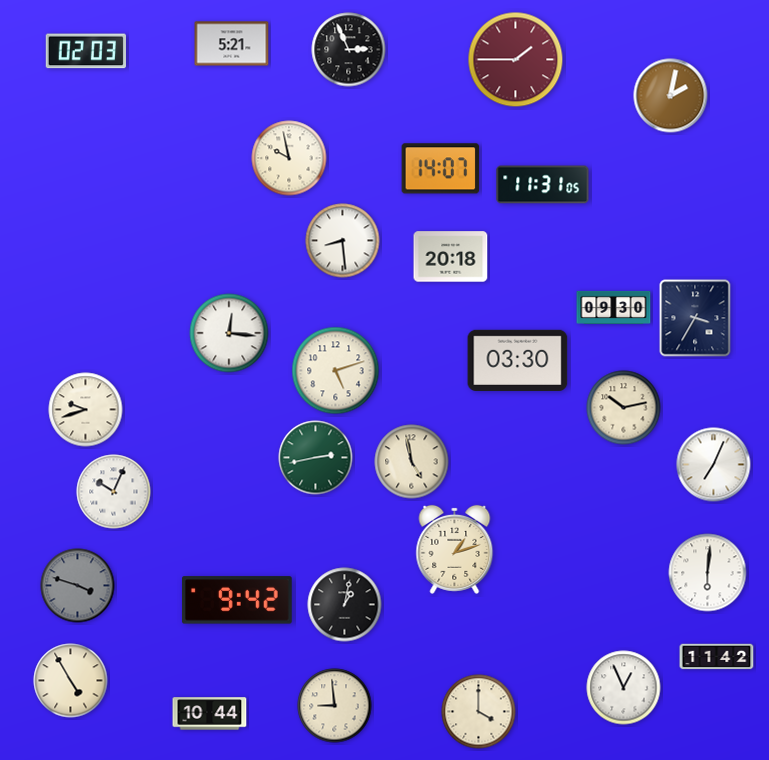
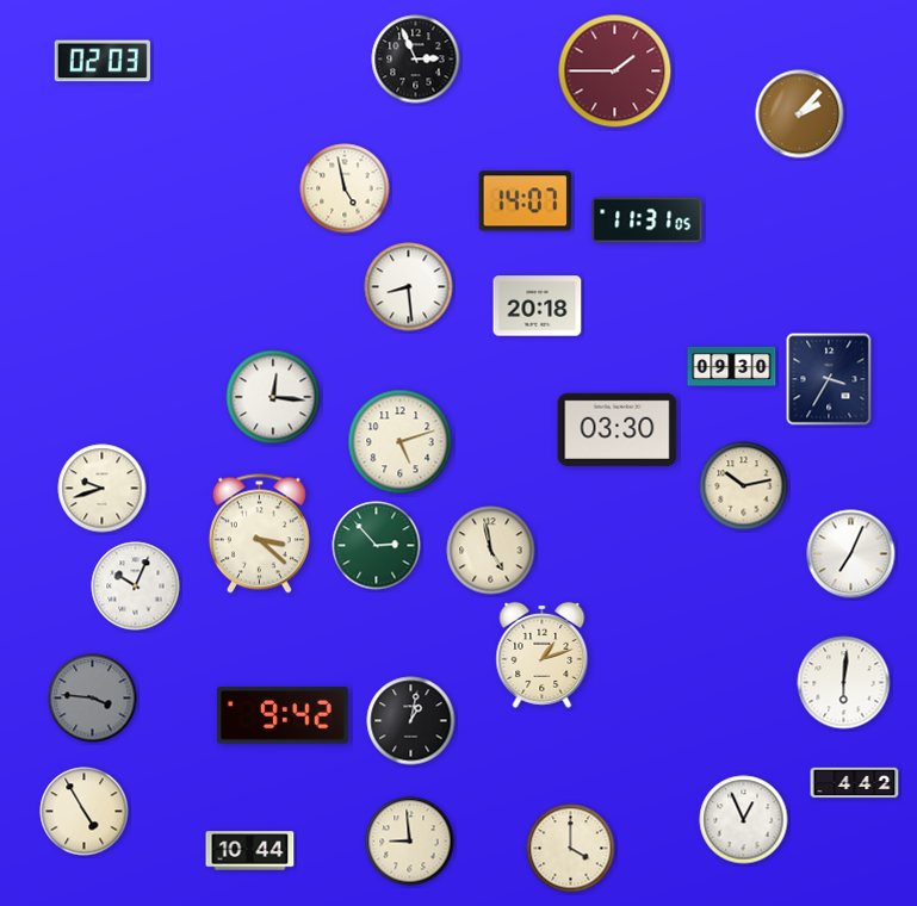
clock at (232, 44): 5:21 -> none
clock at (671, 96): 2:02 -> 2:07
clock at (289, 158): 9:58 -> 4:58
clock at (259, 534): none -> 3:22
clock at (316, 458): 2:43 -> 2:53
clock at (78, 586): 3:48 -> 3:46
clock at (717, 657): 11:42 -> 4:42
clock at (335, 706) position: (335, 706) -> (410, 842)
